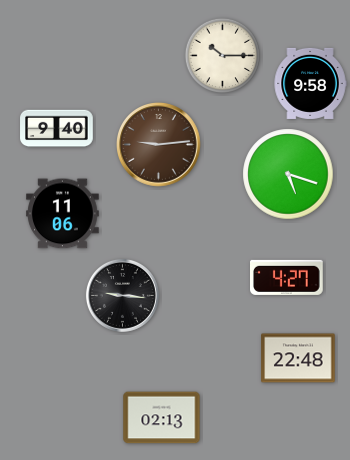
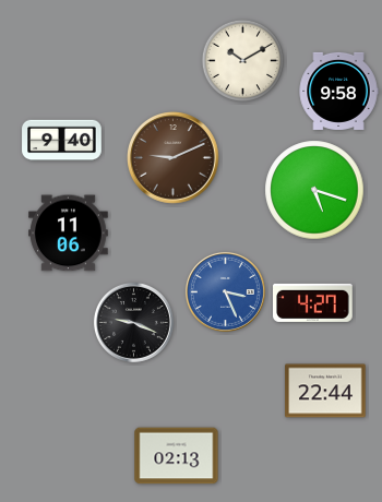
clock at (223, 56): 10:15 -> 10:10
clock at (159, 145): 9:14 -> 9:11
clock at (225, 291): none -> 3:26
clock at (122, 295): 9:16 -> 9:19
clock at (298, 358): 22:48 -> 22:44
